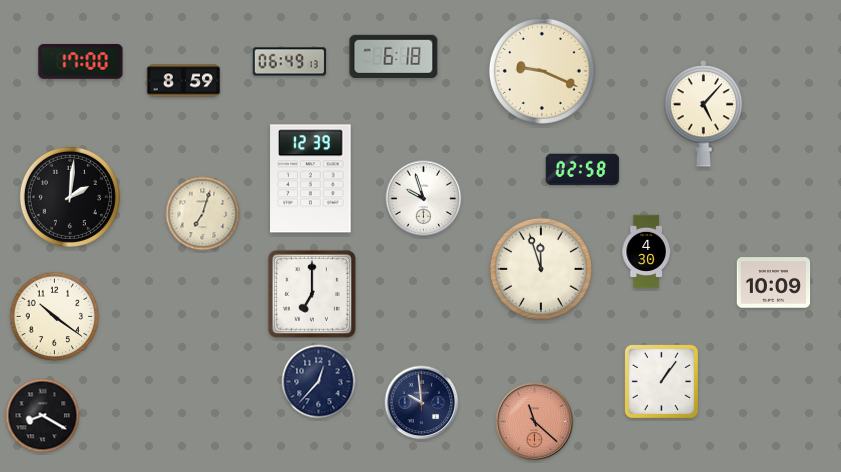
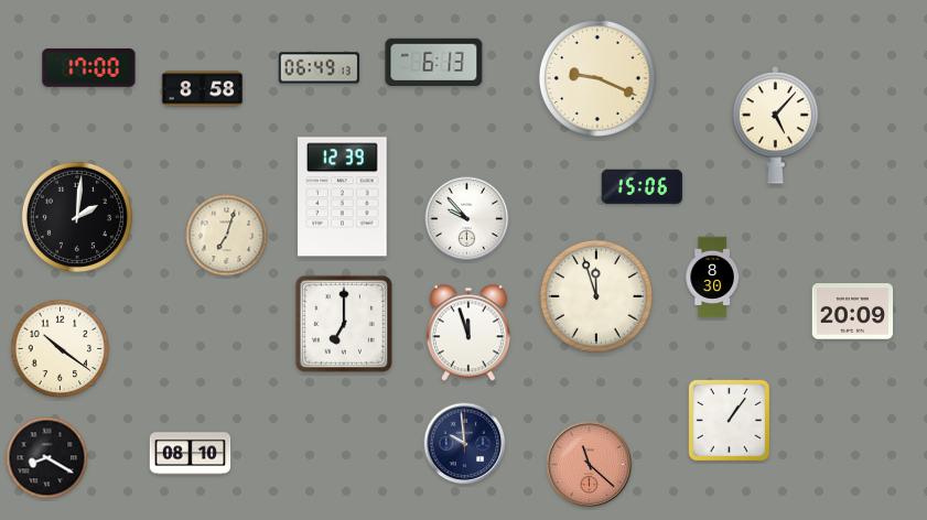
clock at (394, 56): 6:18 -> 6:13
clock at (184, 81): 8:59 -> 8:58
clock at (583, 170): 02:58 -> 15:06
clock at (424, 199): 9:57 -> 9:53
clock at (203, 214) position: (203, 214) -> (227, 236)
clock at (646, 252): 4:30 -> 8:30
clock at (774, 283): 10:09 -> 20:09
clock at (468, 333): none -> 11:57
clock at (319, 382): 12:37 -> none
clock at (191, 454): none -> 08:10
